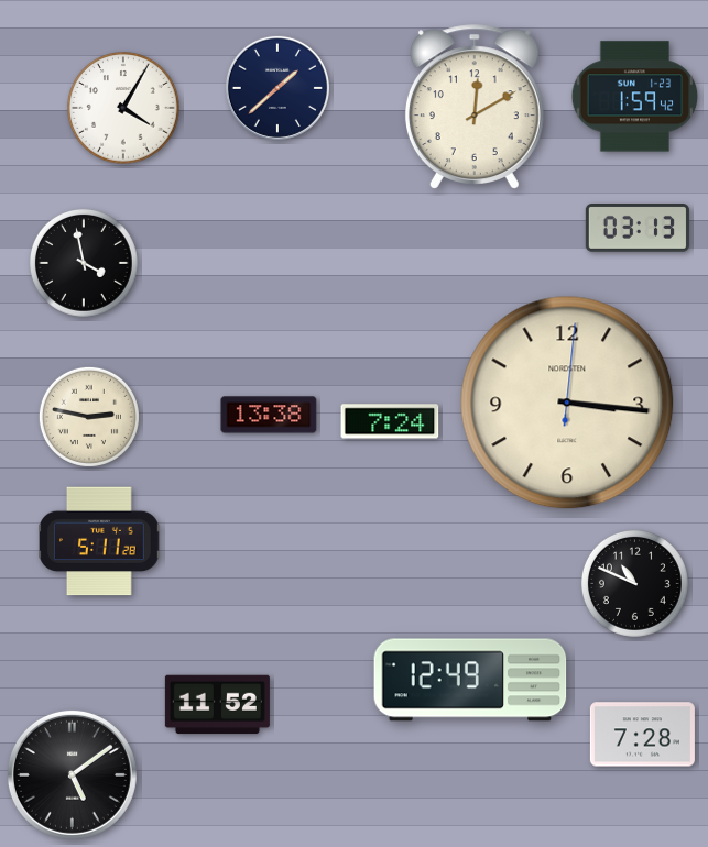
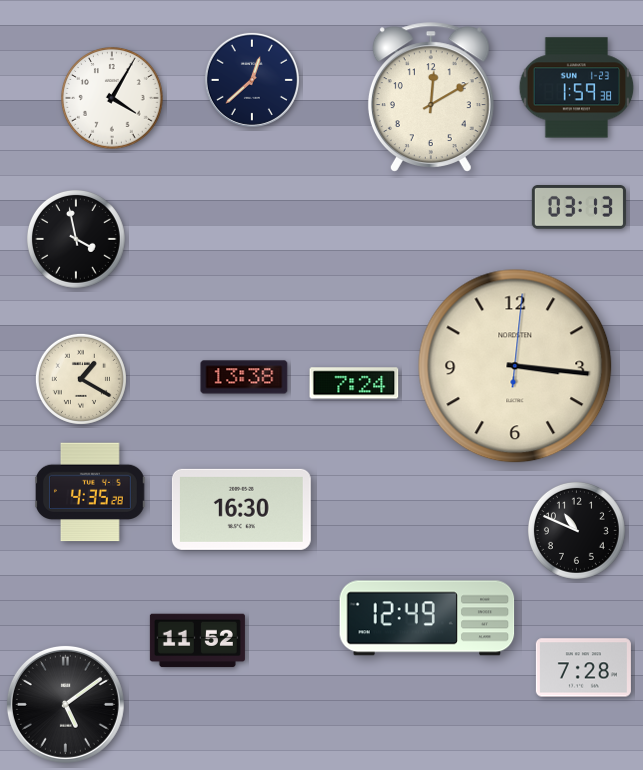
clock at (277, 88): 1:38 -> 12:38
clock at (635, 97): 1:59:42 -> 1:59:38
clock at (89, 417): 2:47 -> 1:20
clock at (100, 541): 5:11 -> 4:35
clock at (241, 509): none -> 16:30
